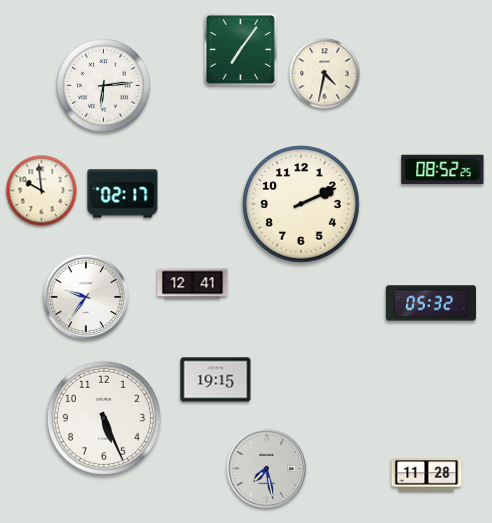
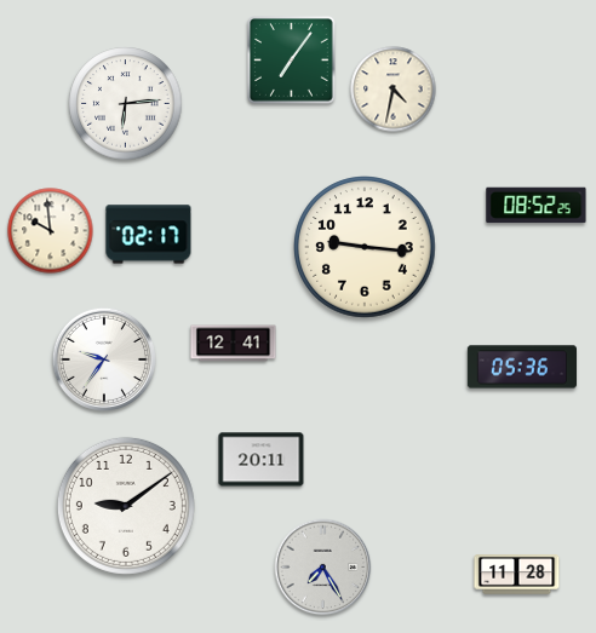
clock at (301, 204): 2:11 -> 9:16
clock at (431, 303): 05:32 -> 05:36
clock at (216, 380): 19:15 -> 20:11
clock at (104, 418): 5:26 -> 9:09
clock at (267, 469): 7:28 -> 7:25
